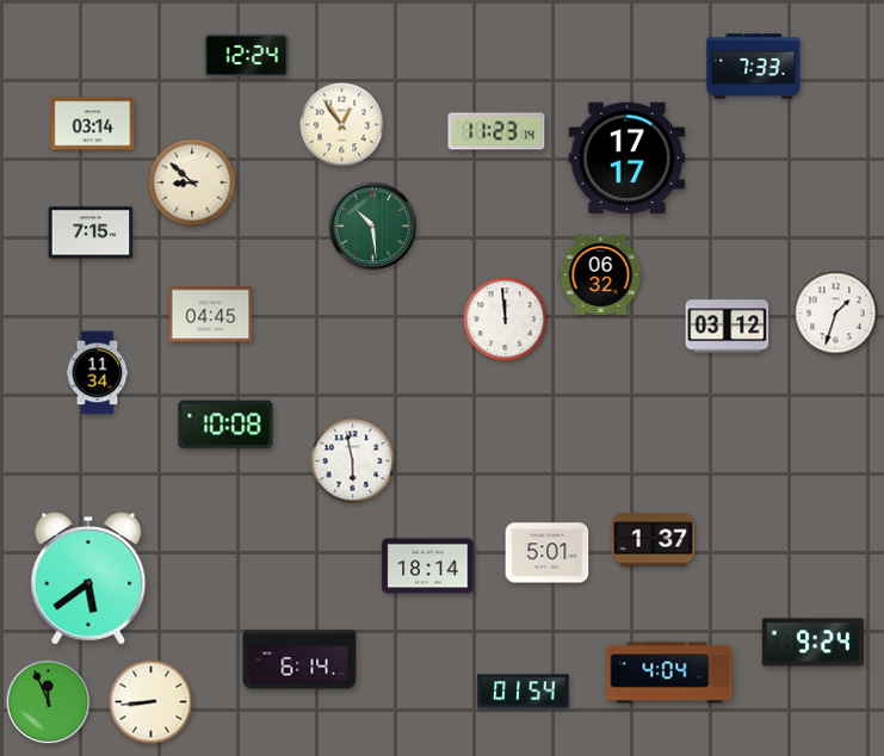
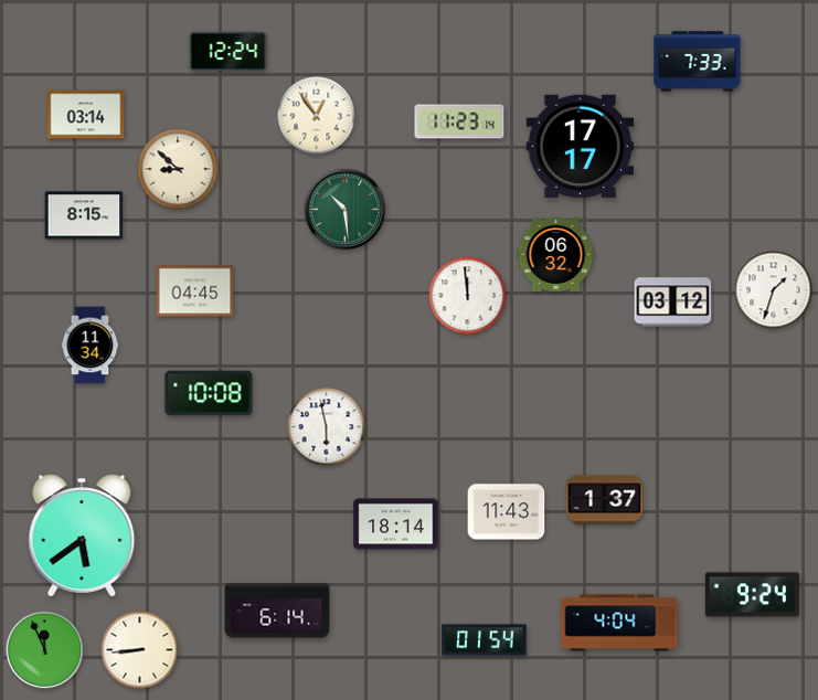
clock at (91, 233): 7:15 -> 8:15
clock at (548, 553): 5:01 -> 11:43
